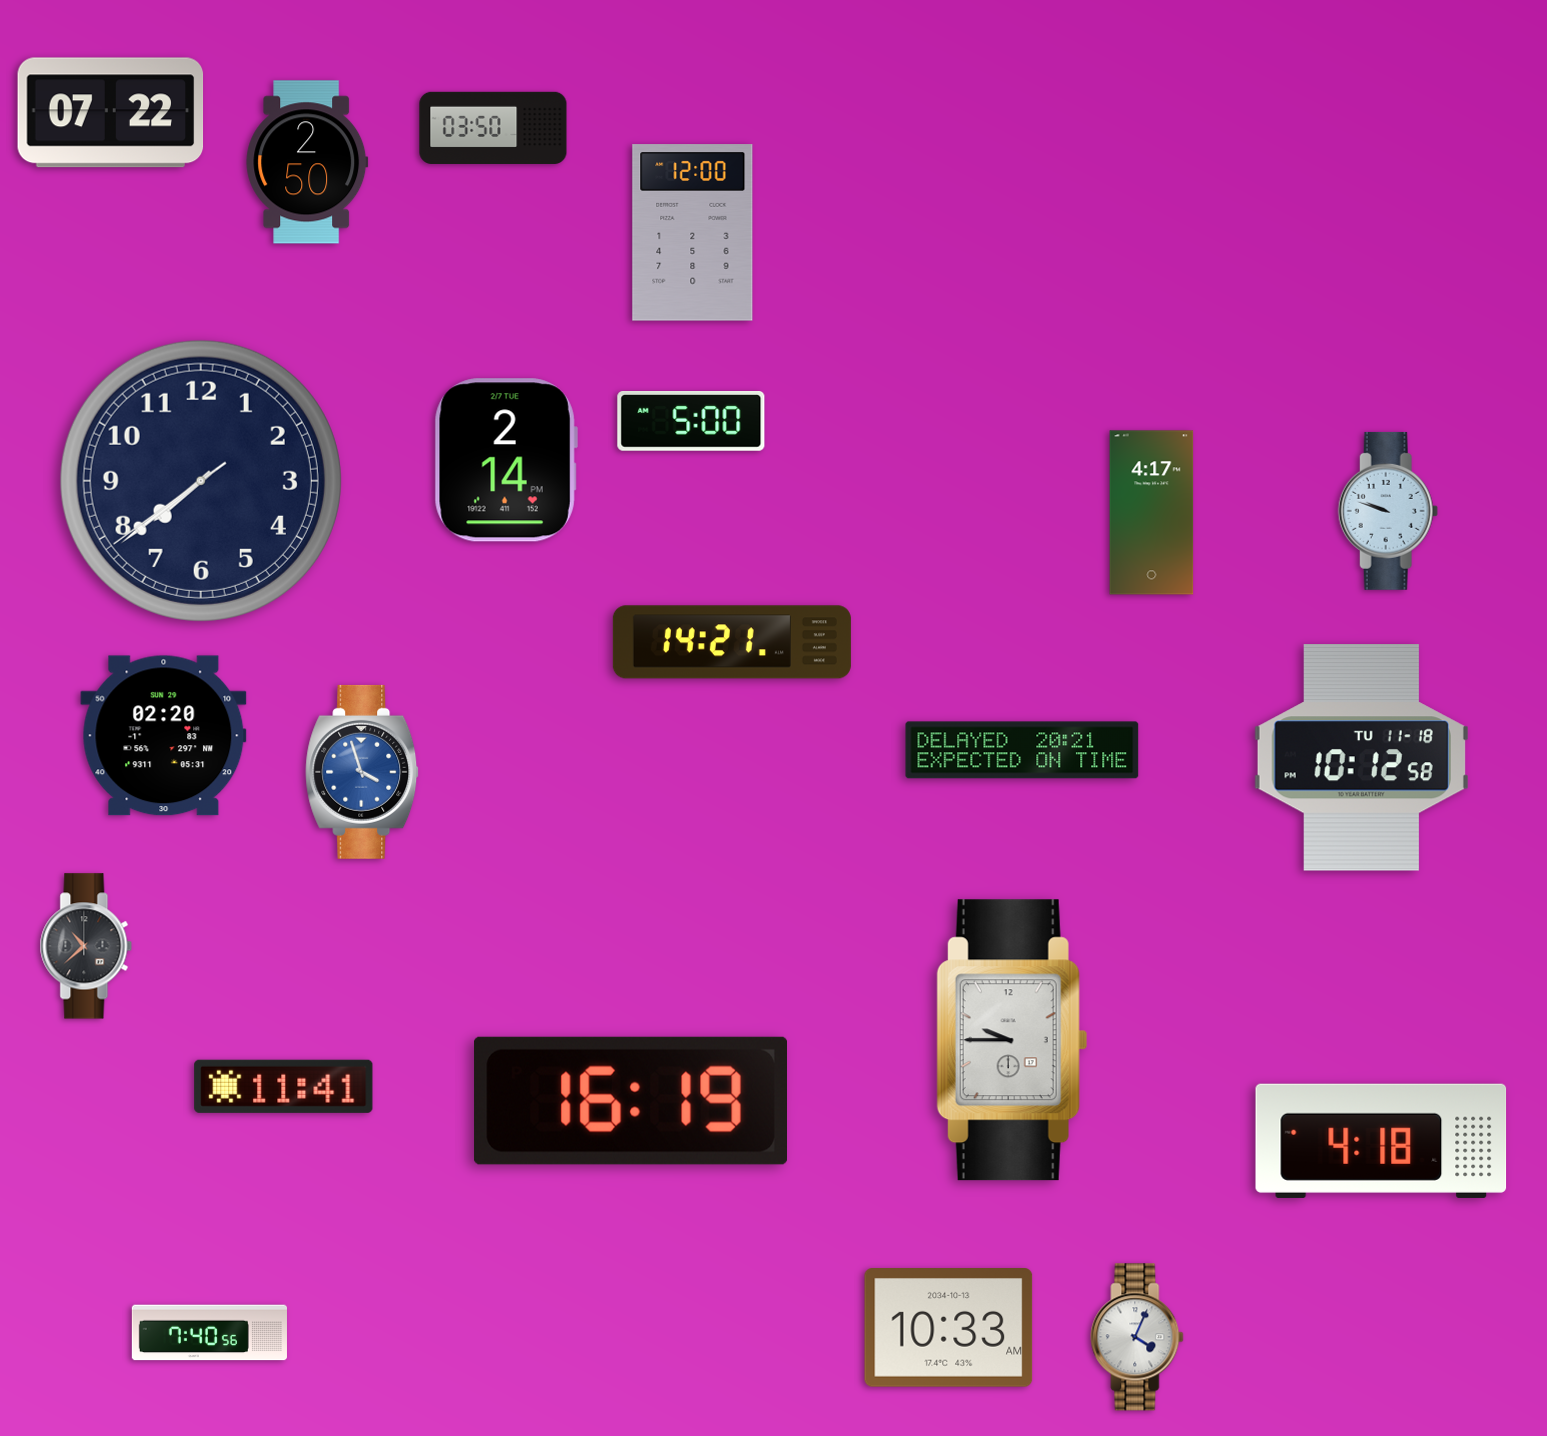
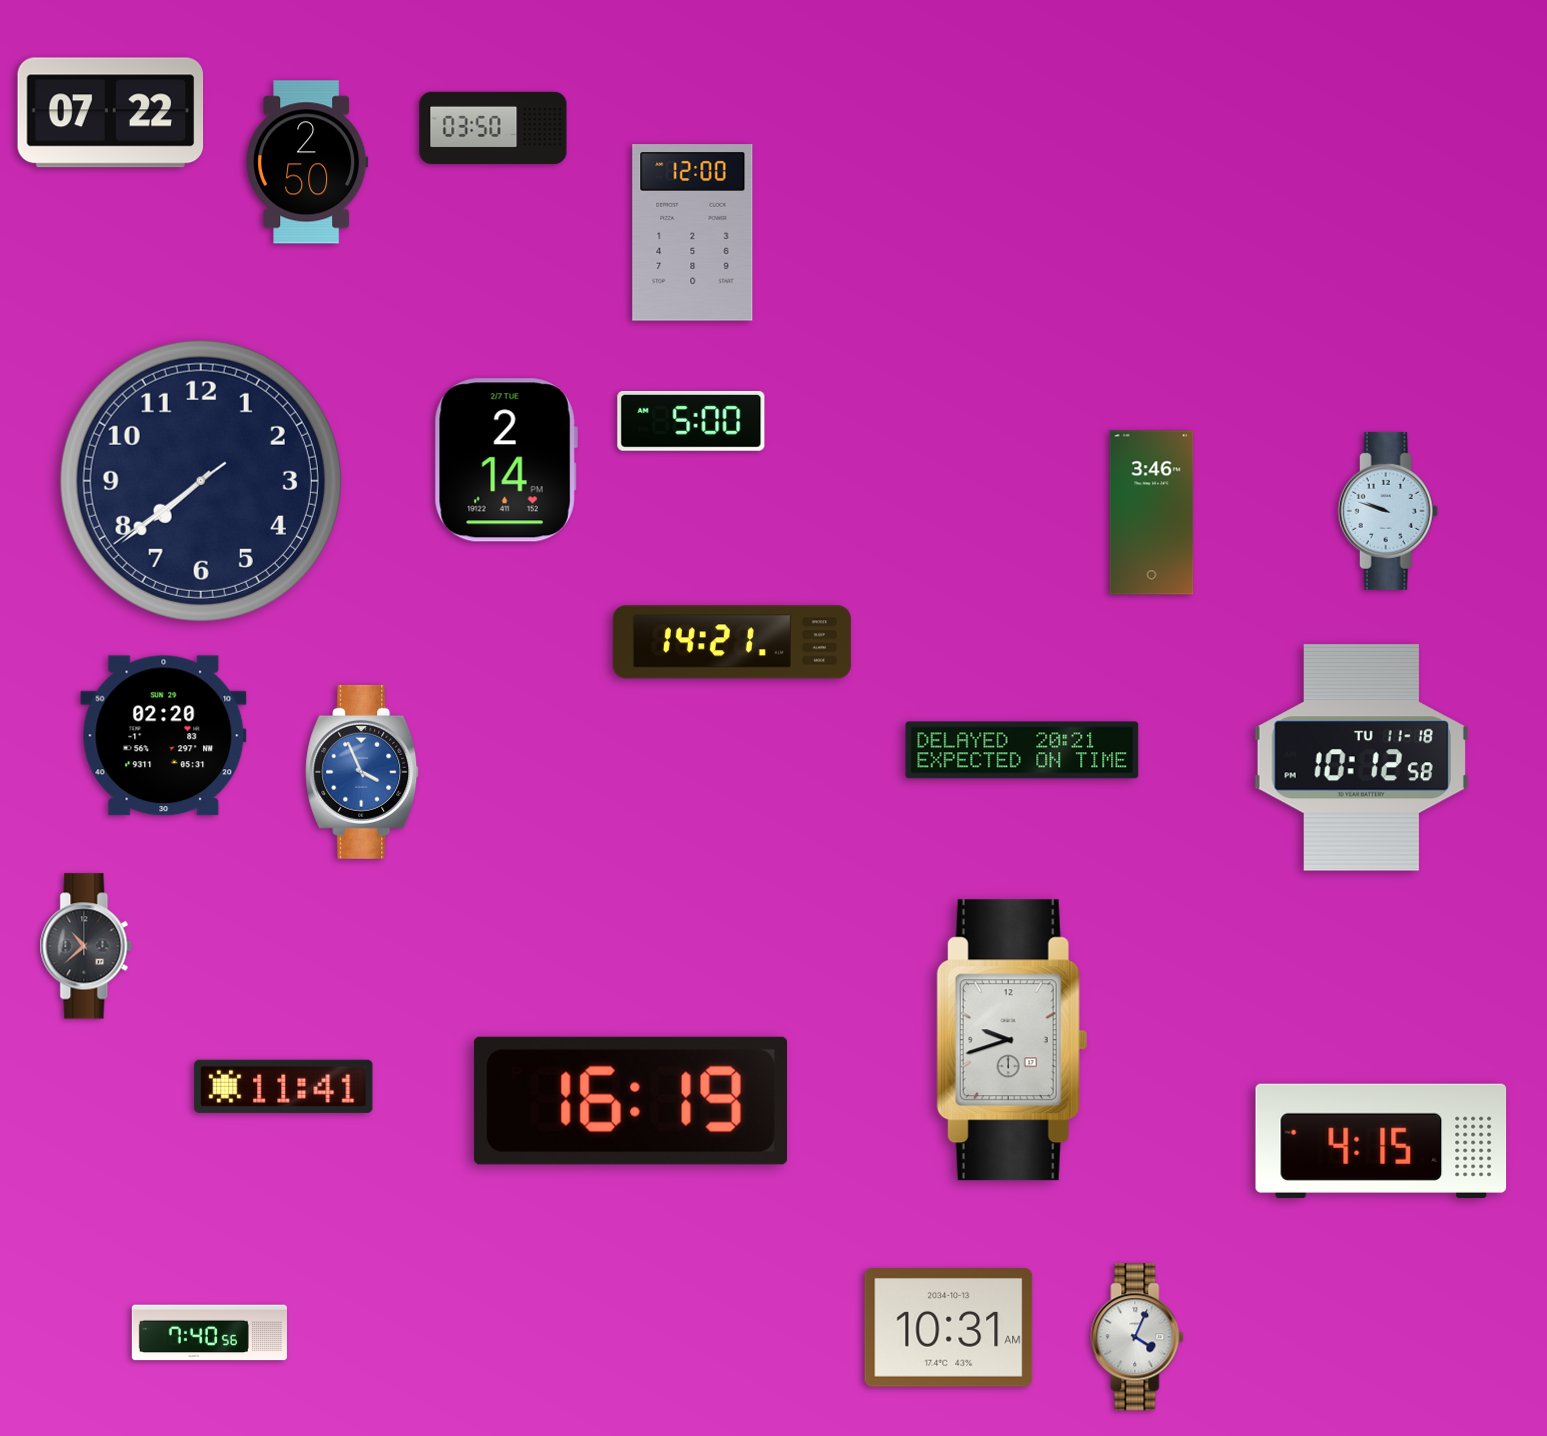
clock at (1152, 513): 4:17 -> 3:46
clock at (363, 772): 3:57 -> 3:56
clock at (1012, 1040): 9:45 -> 9:42
clock at (1381, 1141): 4:18 -> 4:15
clock at (949, 1328): 10:33 -> 10:31
